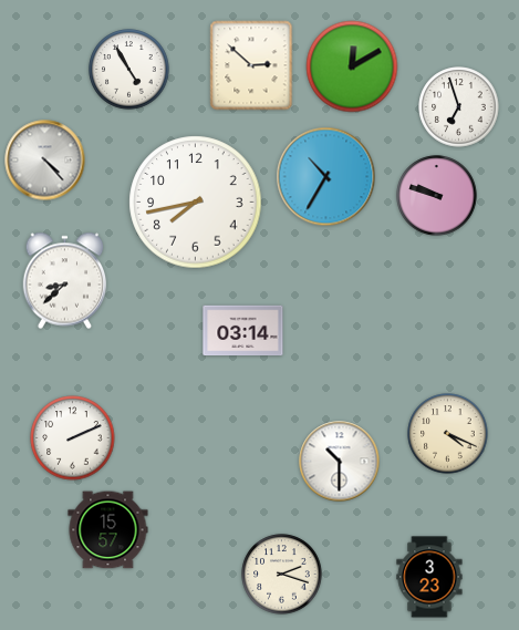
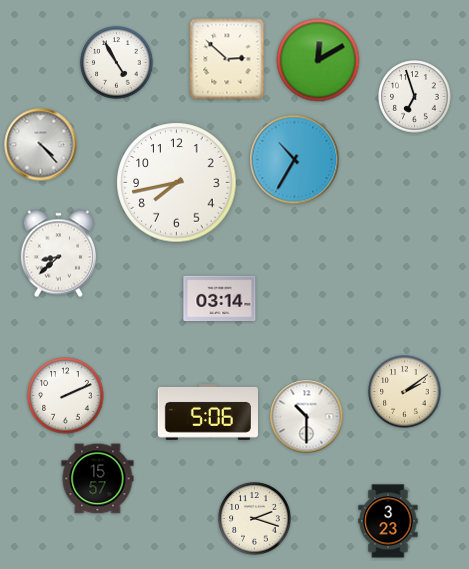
clock at (437, 196): 9:48 -> none
clock at (448, 434): 4:19 -> 2:09
clock at (207, 412): none -> 5:06
